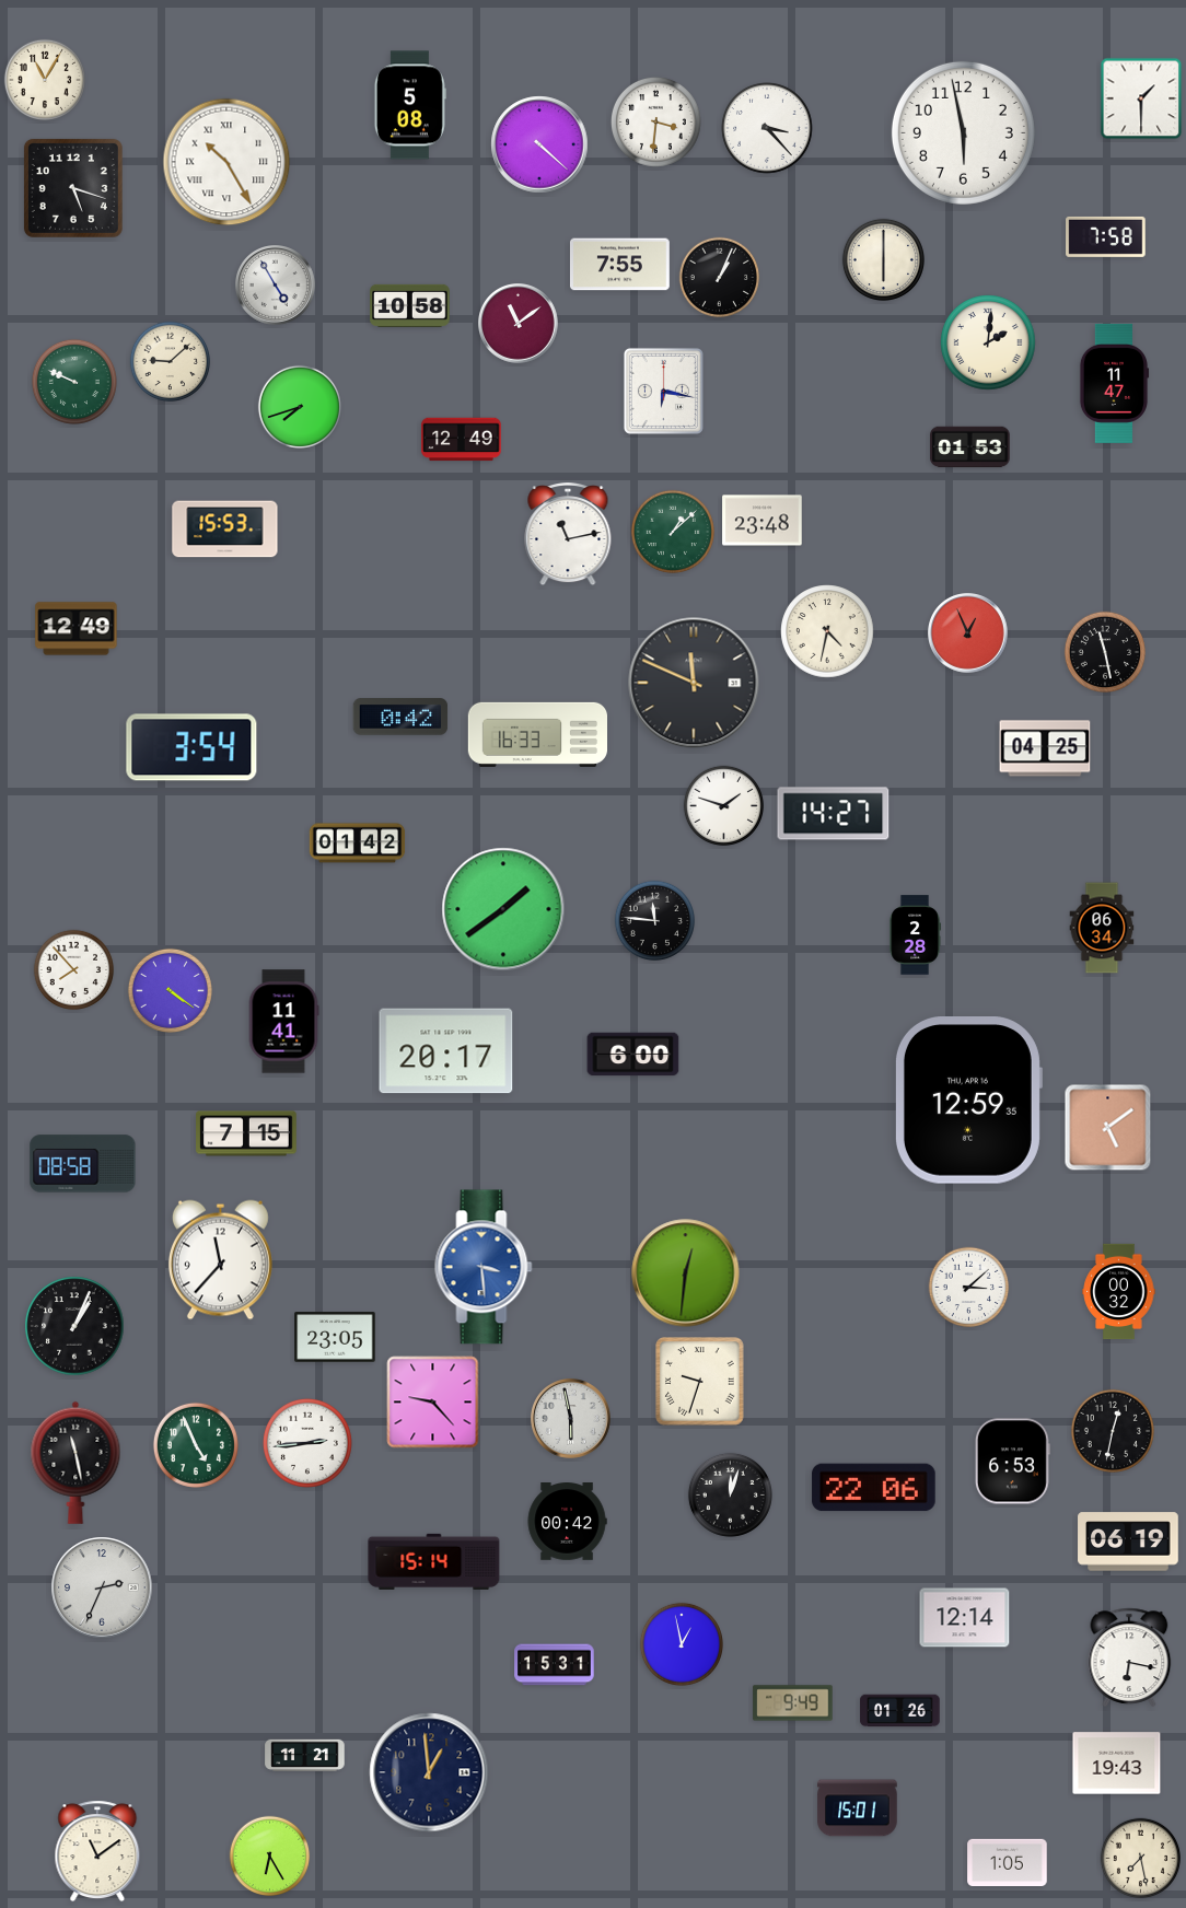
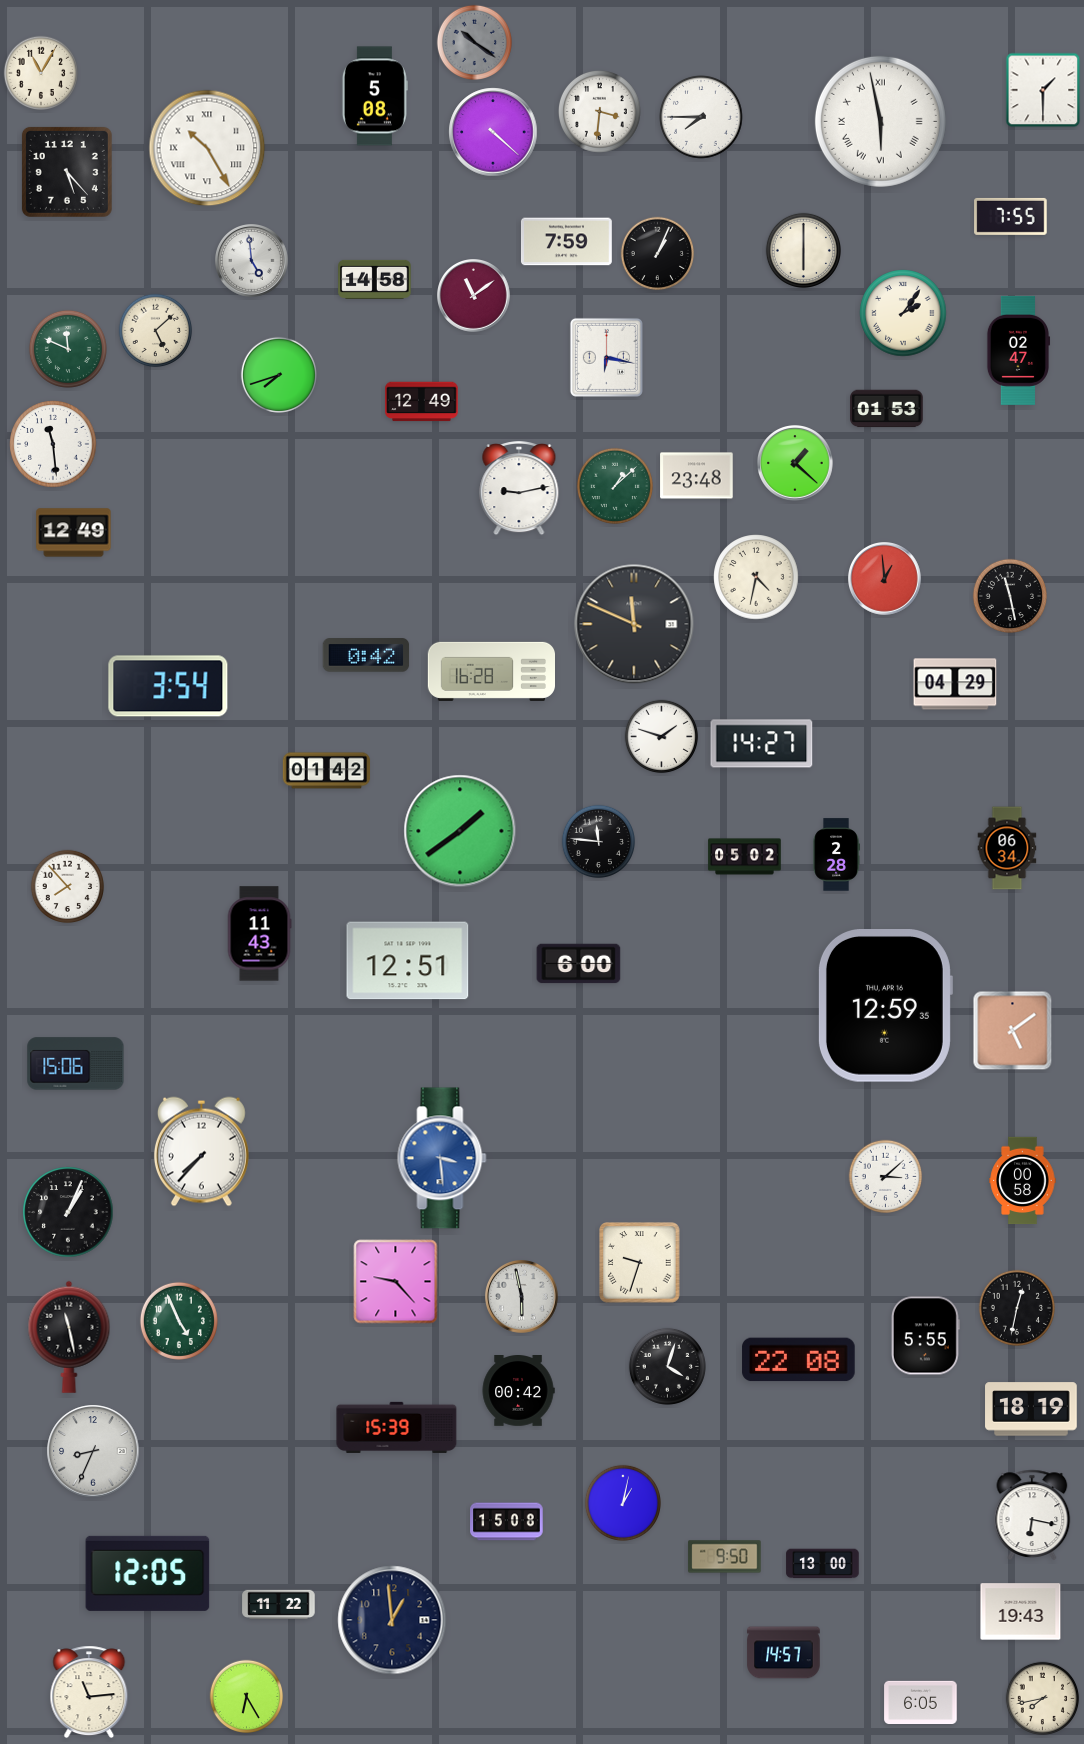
clock at (474, 42): none -> 10:21
clock at (768, 129): 3:23 -> 7:45
clock at (963, 132) numerals: Arabic -> Roman
clock at (73, 188): 5:18 -> 5:23
clock at (1106, 236): 7:58 -> 7:55
clock at (883, 259) position: (883, 259) -> (803, 250)
clock at (619, 265): 7:55 -> 7:59
clock at (276, 286): 4:55 -> 4:59
clock at (410, 305): 10:58 -> 14:58
clock at (988, 342): 2:01 -> 2:06
clock at (171, 362): 9:08 -> 5:08
clock at (74, 382): 9:49 -> 11:49
clock at (1114, 383): 11:47 -> 02:47
clock at (300, 407) position: (300, 407) -> (279, 375)
clock at (53, 444): none -> 11:29
clock at (795, 463): none -> 1:22
clock at (225, 530): 15:53 -> none
clock at (568, 535): 11:13 -> 9:13
clock at (77, 629) position: (77, 629) -> (74, 533)
clock at (968, 633): 12:56 -> 12:59
clock at (537, 734): 16:33 -> 16:28
clock at (191, 747) position: (191, 747) -> (168, 686)
clock at (1045, 748): 04:25 -> 04:29
clock at (745, 857): none -> 05:02
clock at (170, 990): 4:21 -> none
clock at (283, 1022): 11:41 -> 11:43
clock at (446, 1051): 20:17 -> 12:51
clock at (246, 1133): 7:15 -> none
clock at (83, 1164): 08:58 -> 15:06
clock at (220, 1260): 11:37 -> 7:37
clock at (686, 1273): 12:31 -> none
clock at (1119, 1292): 00:32 -> 00:58
clock at (335, 1337): 23:05 -> none
clock at (307, 1443): 2:44 -> none
clock at (1012, 1462): 6:53 -> 5:55
clock at (874, 1488): 22:06 -> 22:08
clock at (730, 1494): 12:03 -> 4:03
clock at (1128, 1541): 06:19 -> 18:19
clock at (434, 1561): 15:14 -> 15:39
clock at (102, 1587): 2:34 -> 8:34
clock at (965, 1618): 12:14 -> none
clock at (682, 1644): 12:58 -> 1:02
clock at (555, 1665): 15:31 -> 15:08
clock at (793, 1703): 9:49 -> 9:50
clock at (900, 1711): 01:26 -> 13:00
clock at (148, 1573): none -> 12:05
clock at (305, 1755): 11:21 -> 11:22
clock at (858, 1808): 15:01 -> 14:57
clock at (97, 1851): 11:09 -> 11:14
clock at (1141, 1859): 7:28 -> 7:43
clock at (1008, 1862): 1:05 -> 6:05
